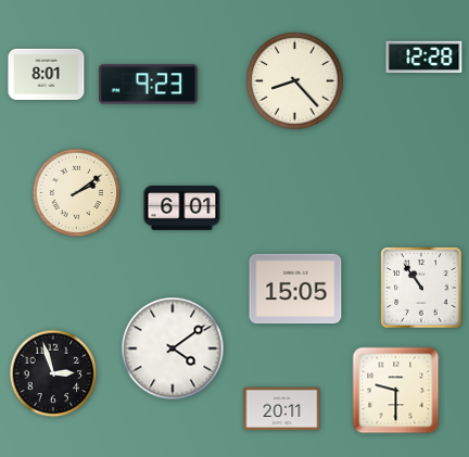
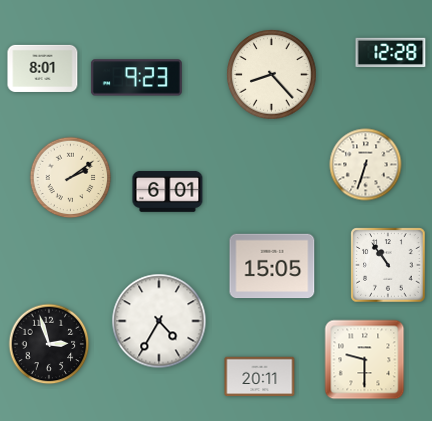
clock at (366, 165): none -> 6:33
clock at (173, 348): 4:09 -> 4:35
